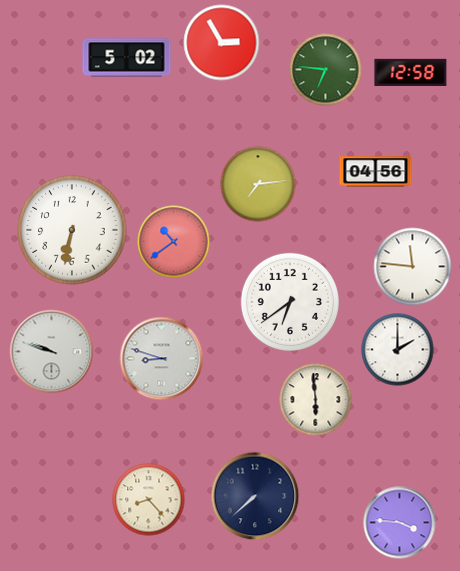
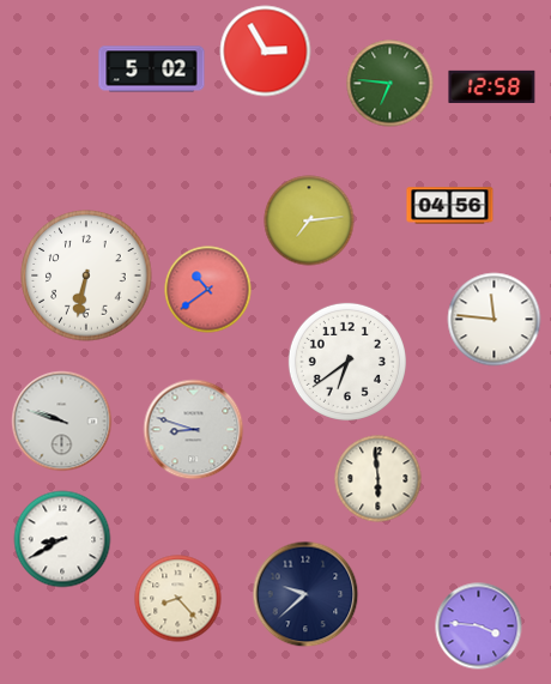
clock at (398, 350): 2:00 -> none
clock at (62, 539): none -> 8:40
clock at (255, 496): 7:38 -> 9:38
